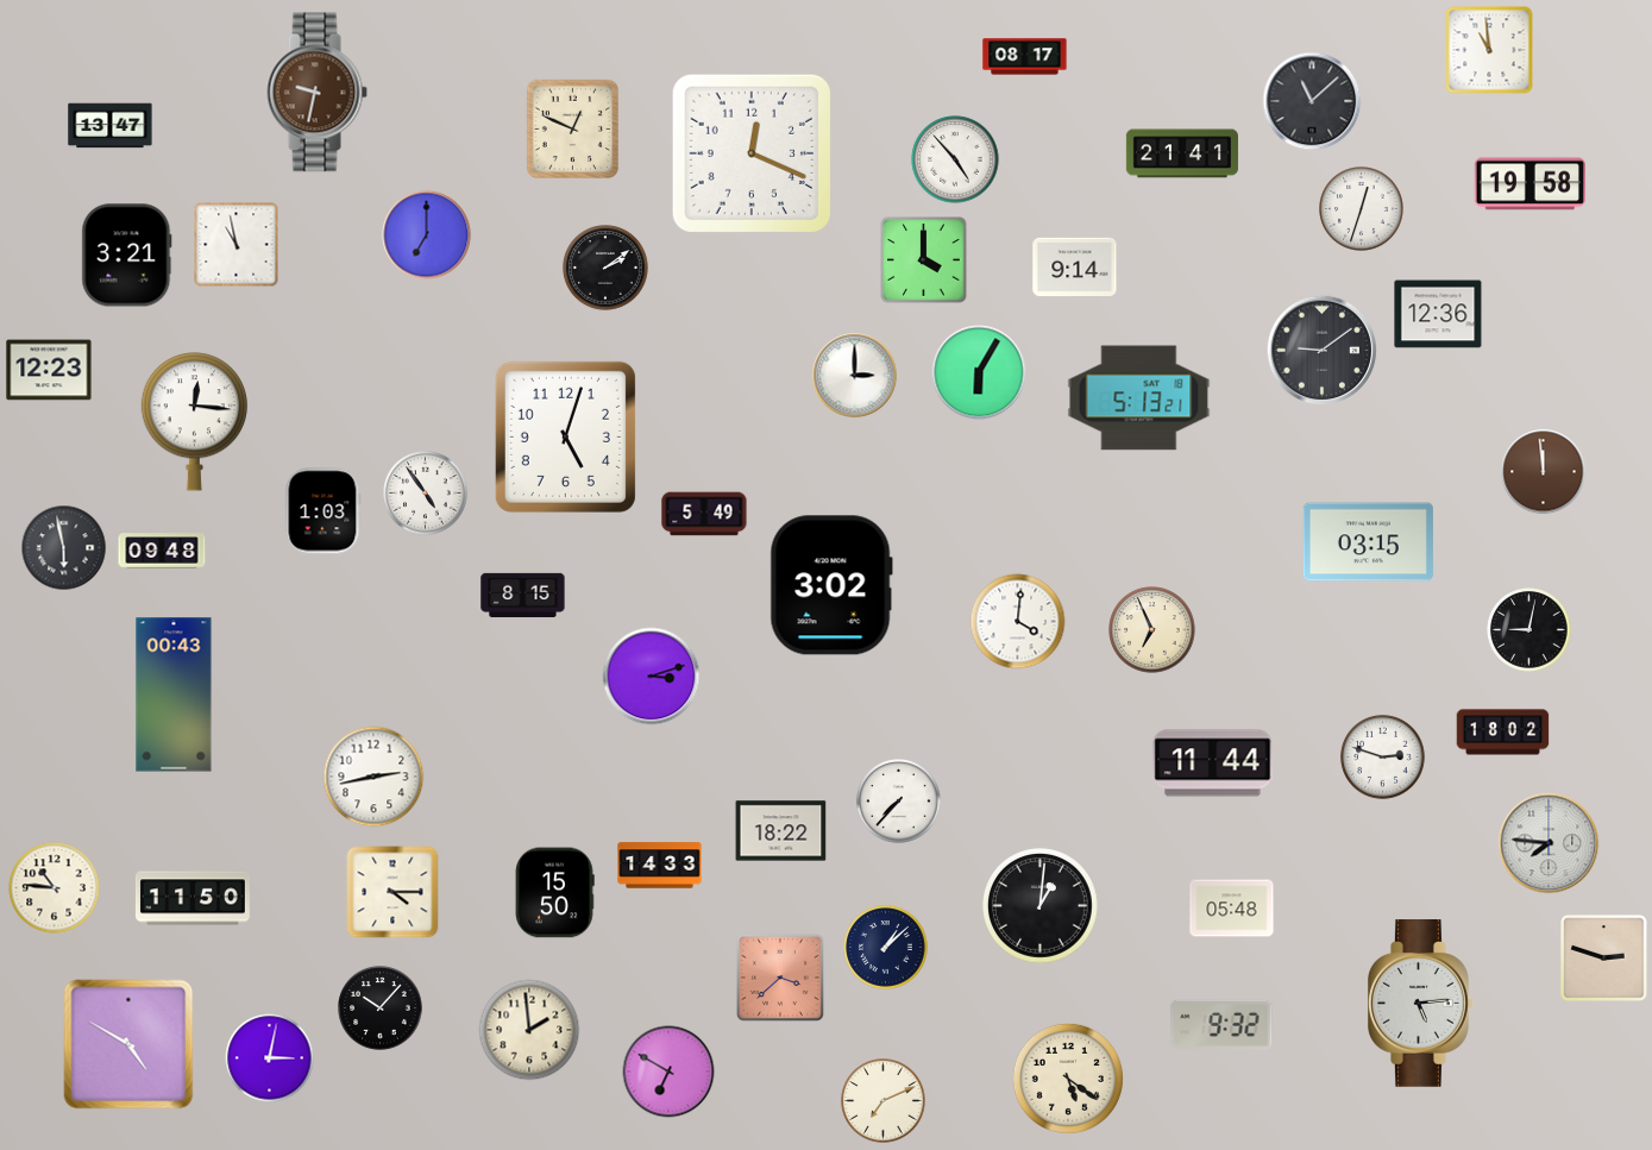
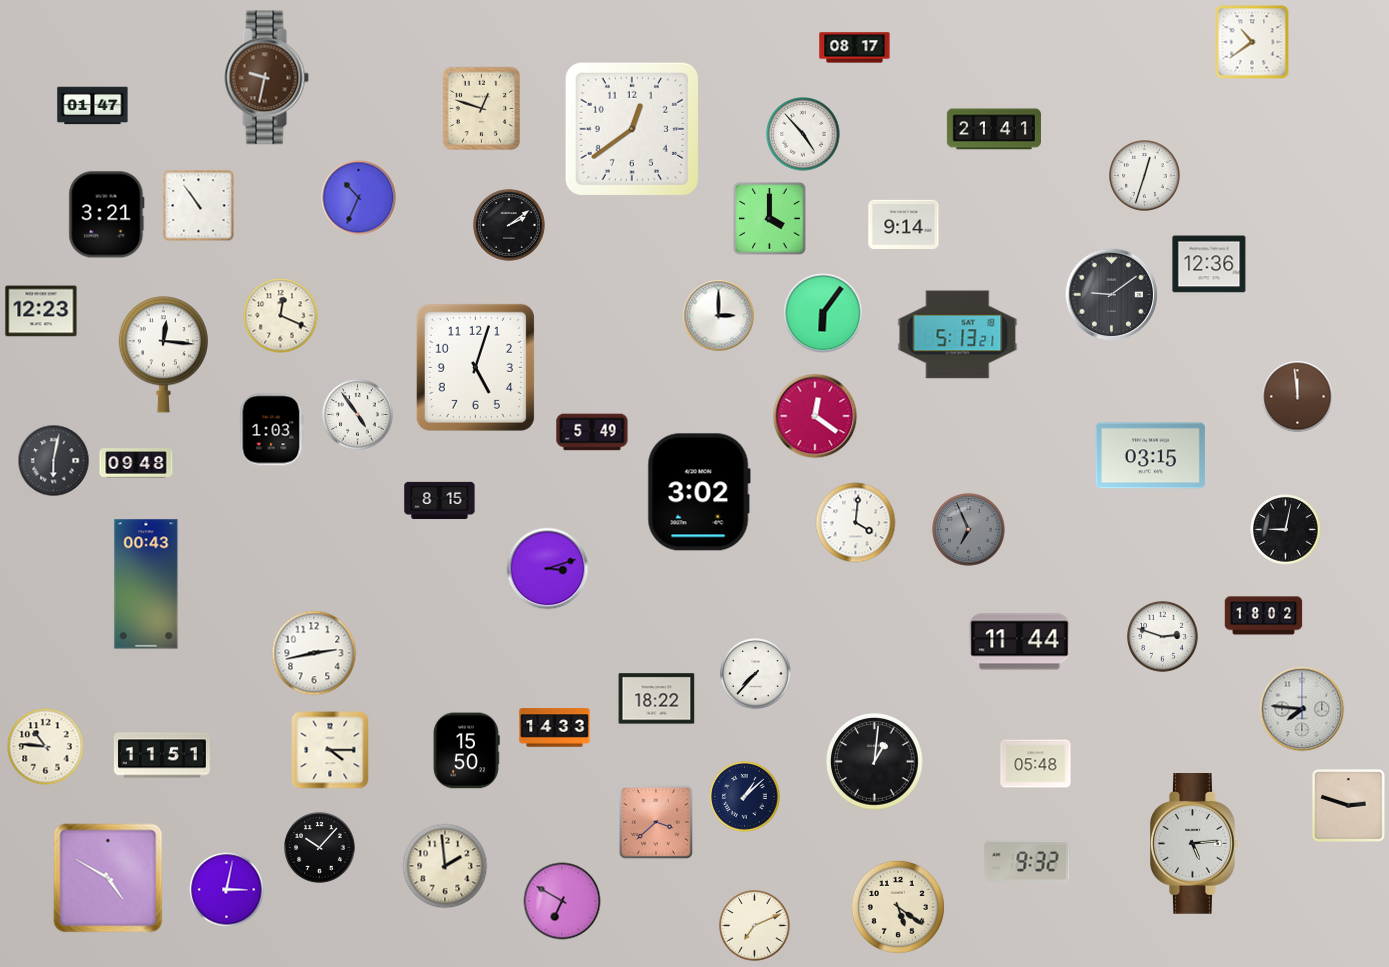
clock at (1489, 50): 10:59 -> 10:39
clock at (1025, 57) position: (1025, 57) -> (855, 48)
clock at (1312, 101): 11:08 -> none
clock at (111, 126): 13:47 -> 01:47
clock at (572, 128): 12:49 -> 12:48
clock at (752, 153): 12:19 -> 12:39
clock at (1529, 184): 19:58 -> none
clock at (427, 235): 7:00 -> 10:34
clock at (237, 245): 10:58 -> 10:54
clock at (924, 260) position: (924, 260) -> (770, 219)
clock at (979, 372): 6:05 -> 6:06
clock at (281, 316): none -> 12:19
clock at (815, 416): none -> 12:21
clock at (64, 548): 5:58 -> 6:02
clock at (1152, 630) dial: cream -> grey
clock at (193, 898): 11:50 -> 11:51
clock at (884, 1101) position: (884, 1101) -> (755, 926)
